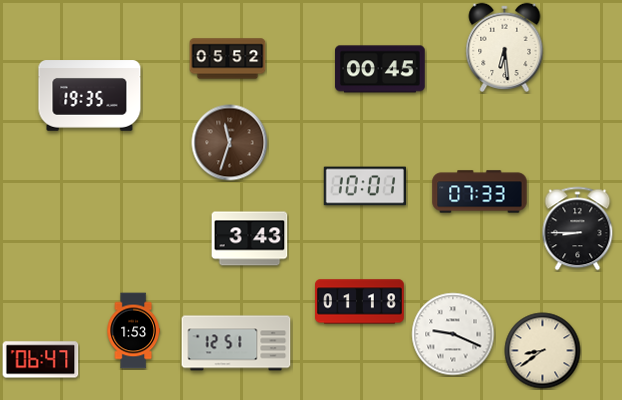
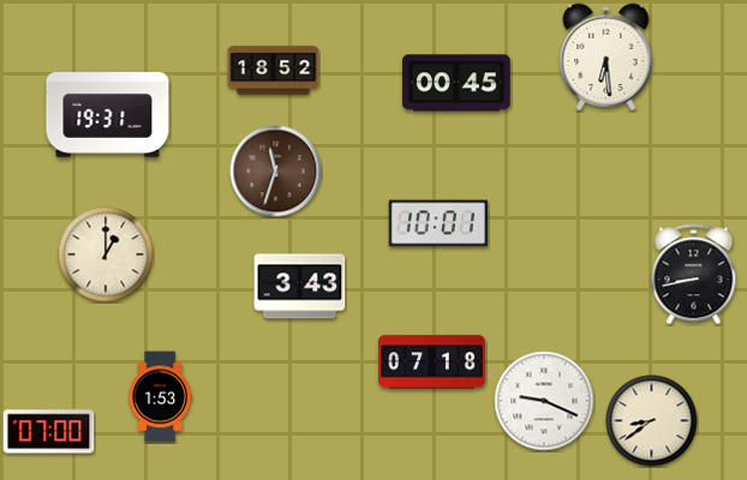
clock at (228, 59): 05:52 -> 18:52
clock at (90, 96): 19:35 -> 19:31
clock at (480, 192): 07:33 -> none
clock at (106, 254): none -> 1:00
clock at (578, 229): 8:45 -> 8:43
clock at (360, 302): 01:18 -> 07:18
clock at (236, 343): 12:51 -> none
clock at (41, 360): 06:47 -> 07:00
